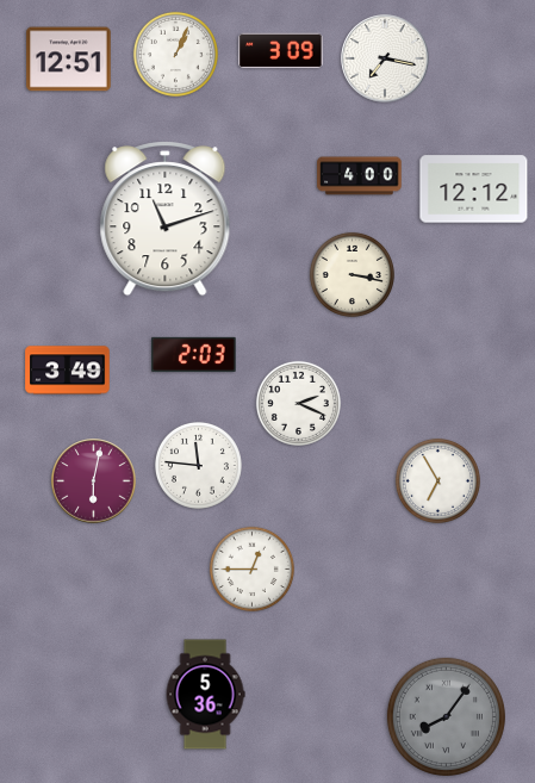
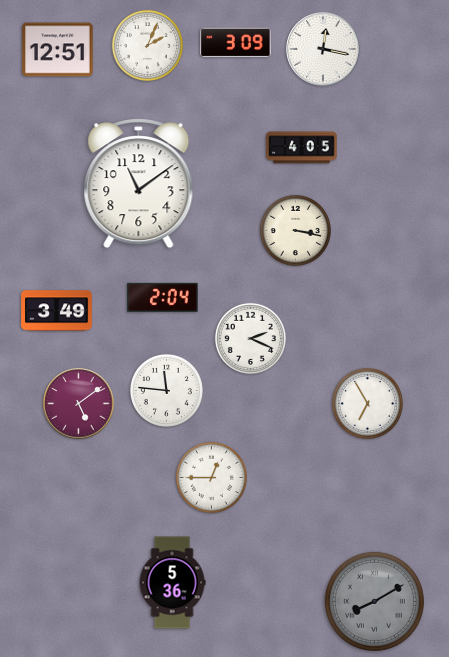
clock at (175, 54): 1:04 -> 2:04
clock at (385, 58): 7:17 -> 12:17
clock at (360, 176): 4:00 -> 4:05
clock at (474, 189): 12:12 -> none
clock at (166, 219): 11:12 -> 11:09
clock at (194, 354): 2:03 -> 2:04
clock at (94, 481): 6:02 -> 5:09
clock at (446, 716): 8:06 -> 8:10
